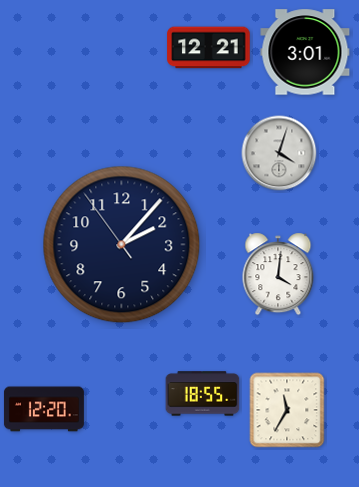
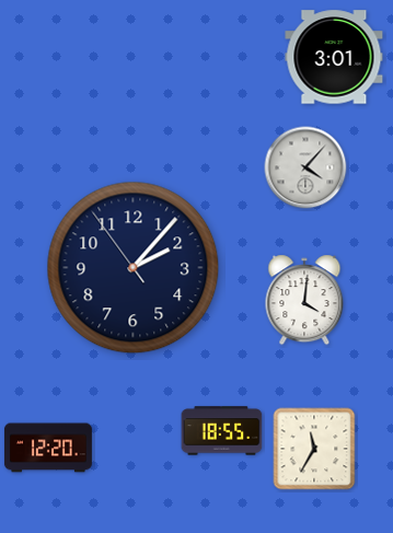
clock at (209, 48): 12:21 -> none
clock at (279, 153): 4:03 -> 4:07
